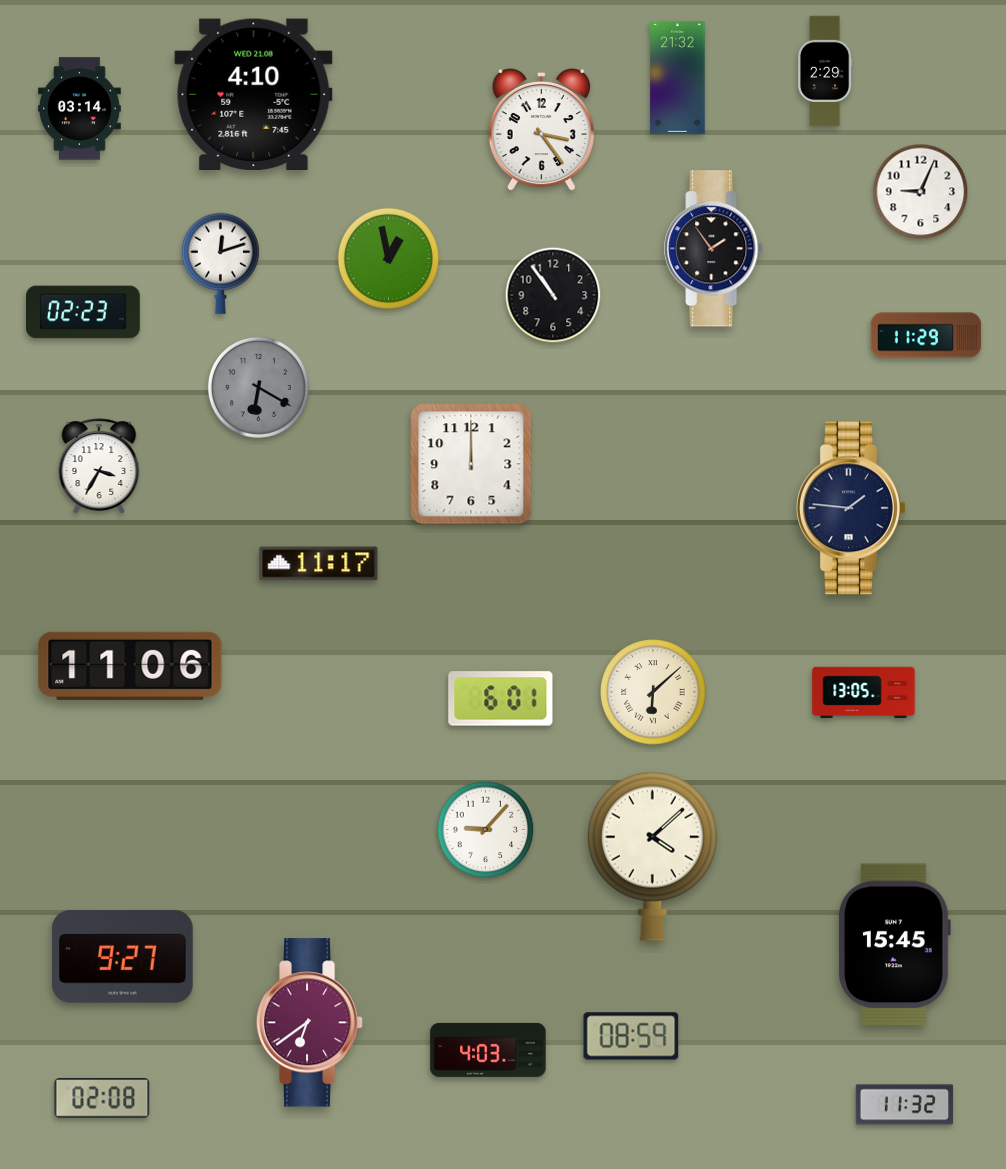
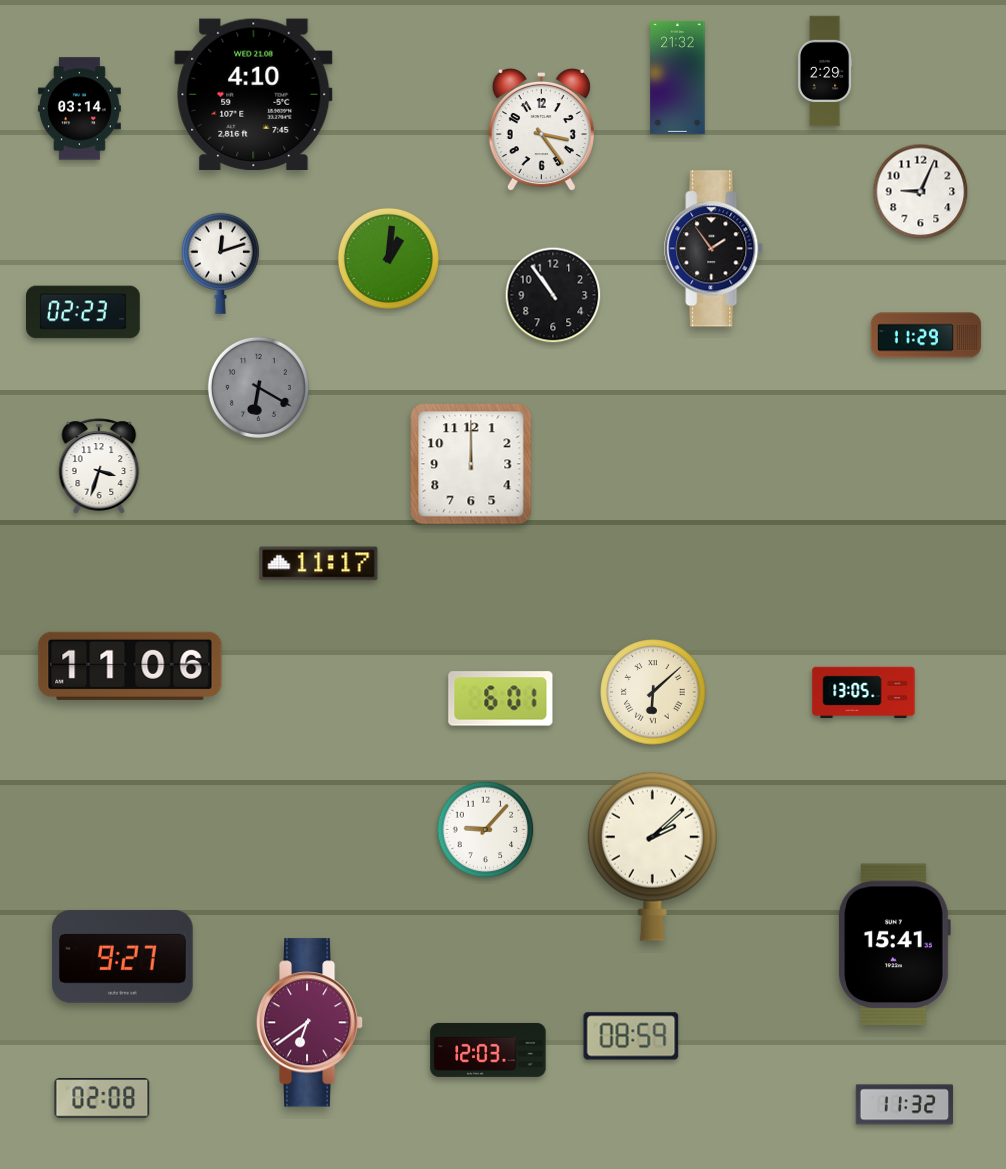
clock at (388, 258): 12:58 -> 1:01
clock at (99, 466): 3:35 -> 3:33
clock at (851, 508): 1:46 -> none
clock at (652, 856): 4:08 -> 2:08
clock at (894, 945): 15:45 -> 15:41
clock at (488, 1050): 4:03 -> 12:03
